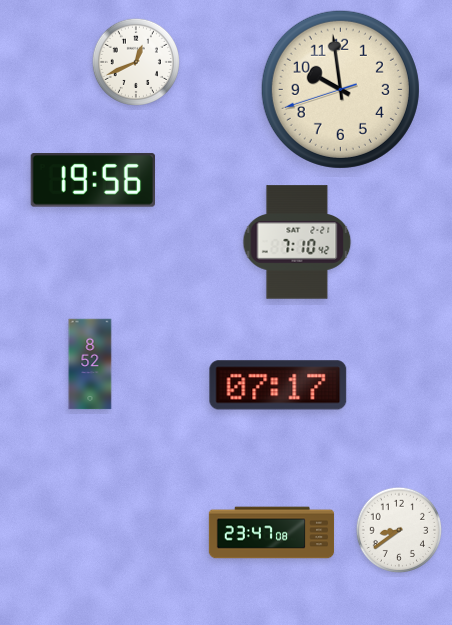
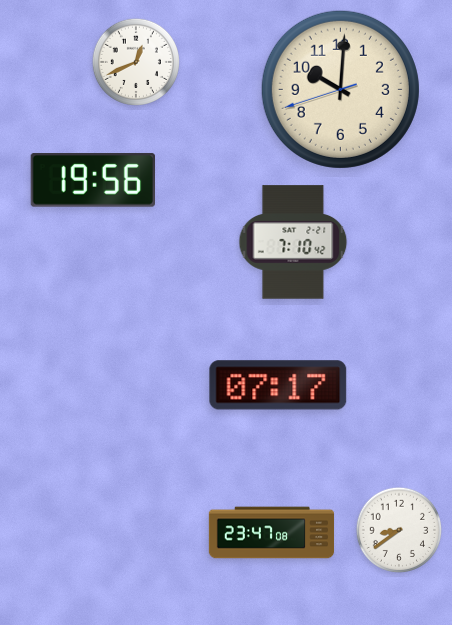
clock at (340, 89): 9:58 -> 10:00
clock at (297, 242) position: (297, 242) -> (293, 242)
clock at (90, 364): 8:52 -> none
